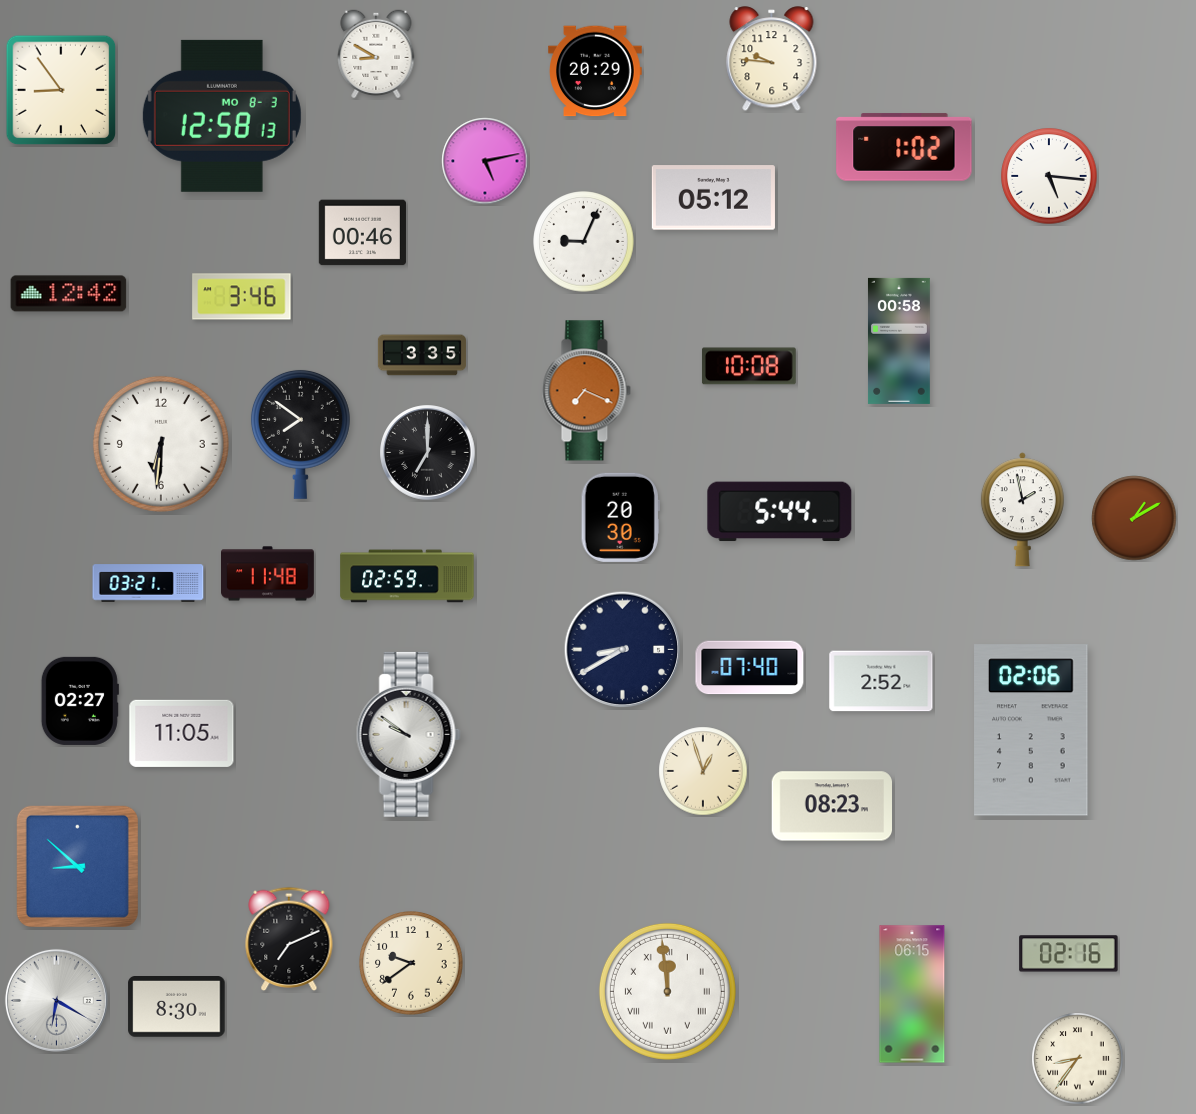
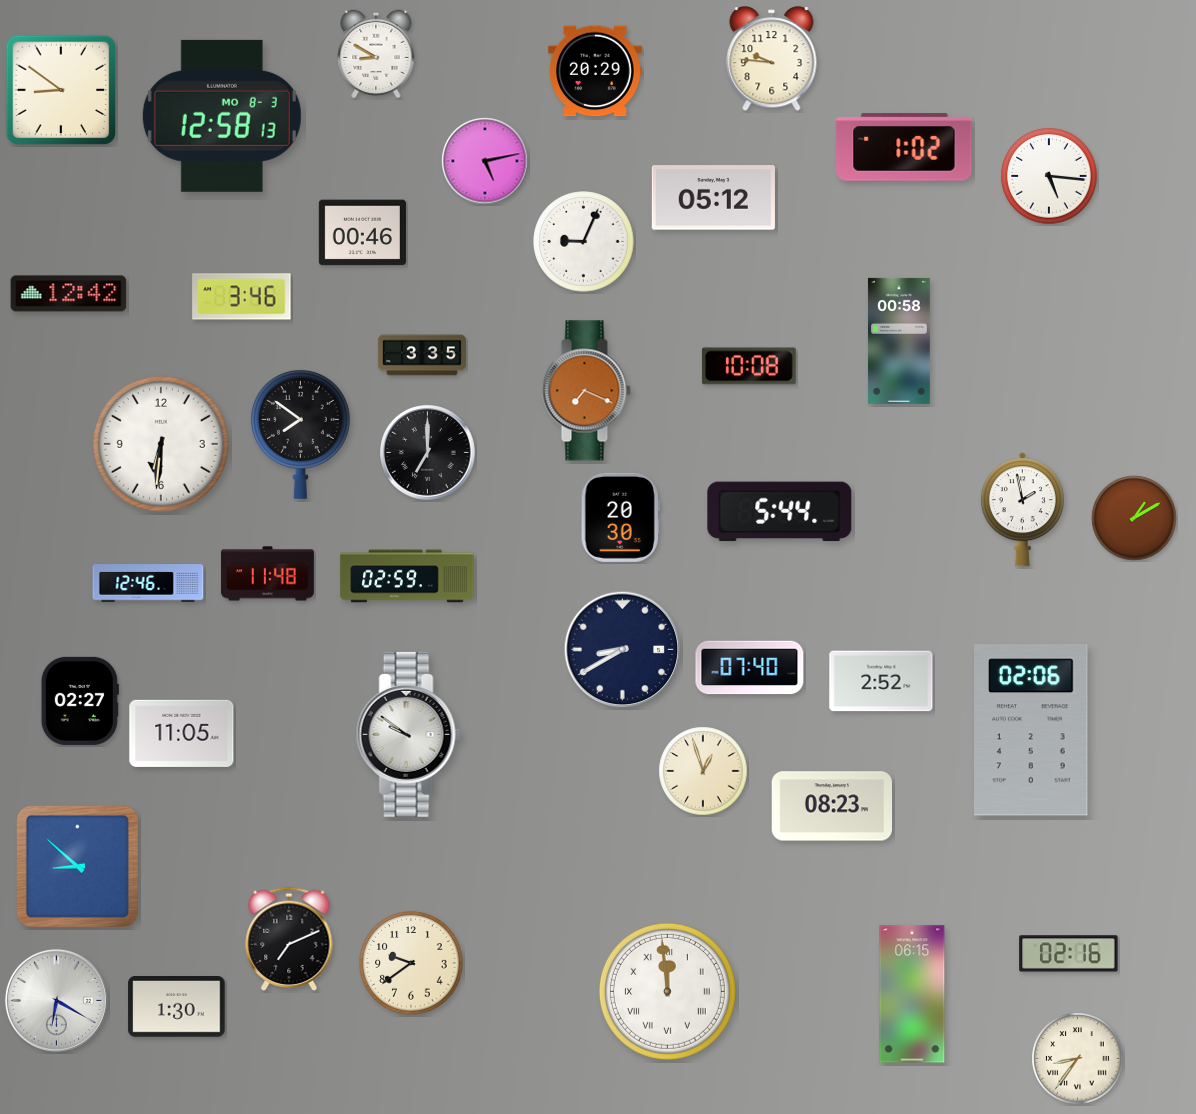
clock at (61, 90): 8:54 -> 8:51
clock at (148, 583): 03:21 -> 12:46
clock at (177, 1007): 8:30 -> 1:30
